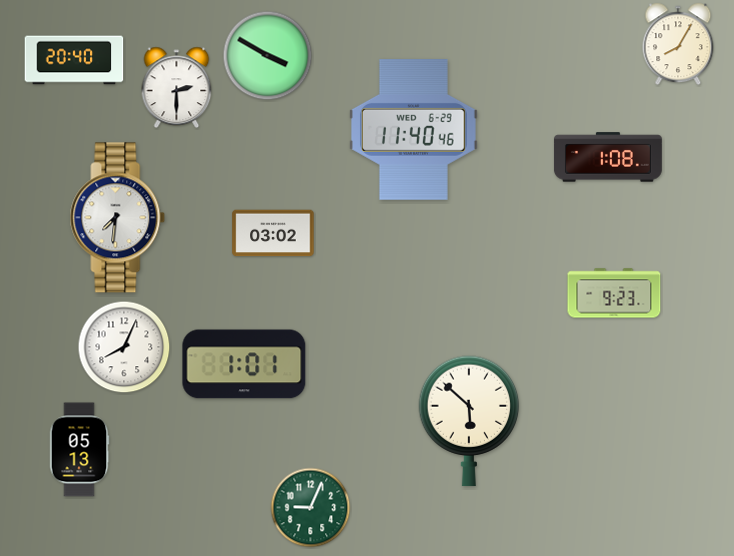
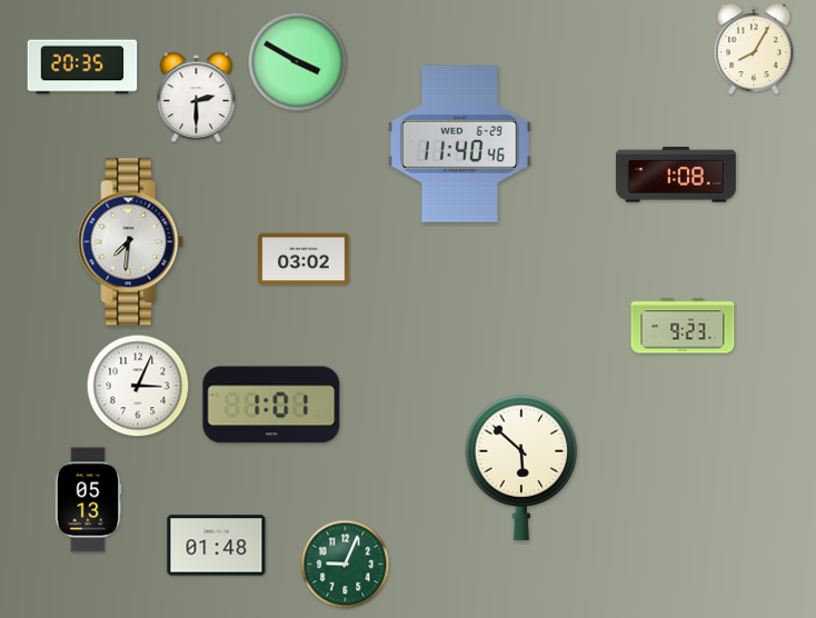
clock at (74, 60): 20:40 -> 20:35
clock at (124, 347): 8:04 -> 3:04
clock at (217, 546): none -> 01:48
